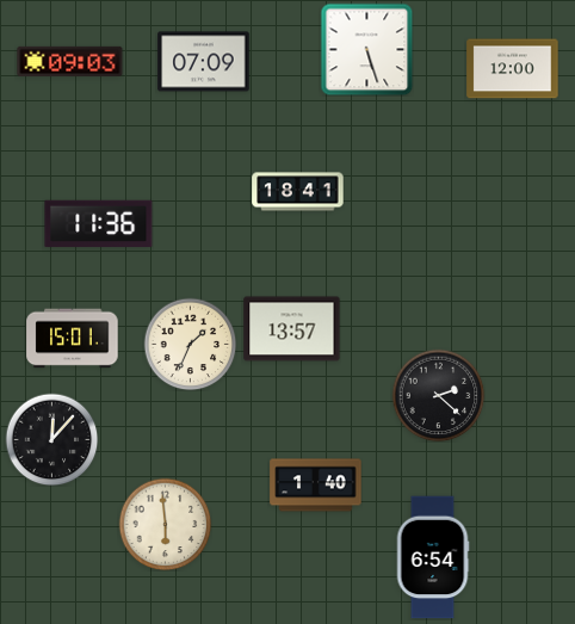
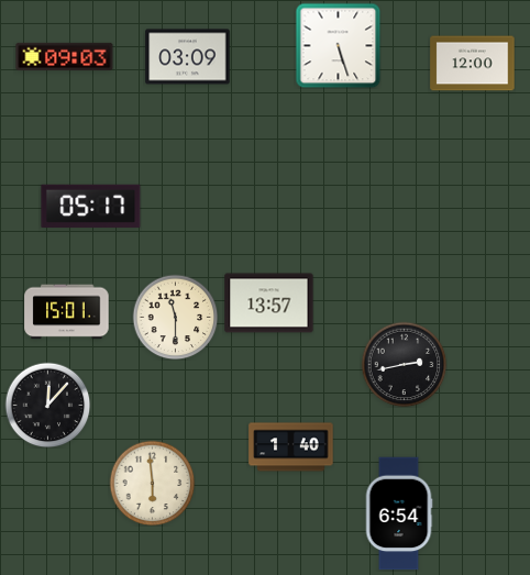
clock at (204, 62): 07:09 -> 03:09
clock at (298, 192): 18:41 -> none
clock at (99, 224): 11:36 -> 05:17
clock at (190, 344): 1:34 -> 11:30
clock at (438, 395): 2:22 -> 2:43
